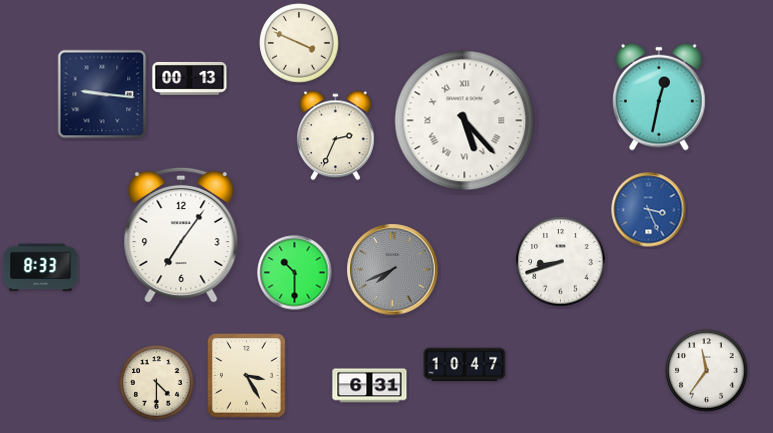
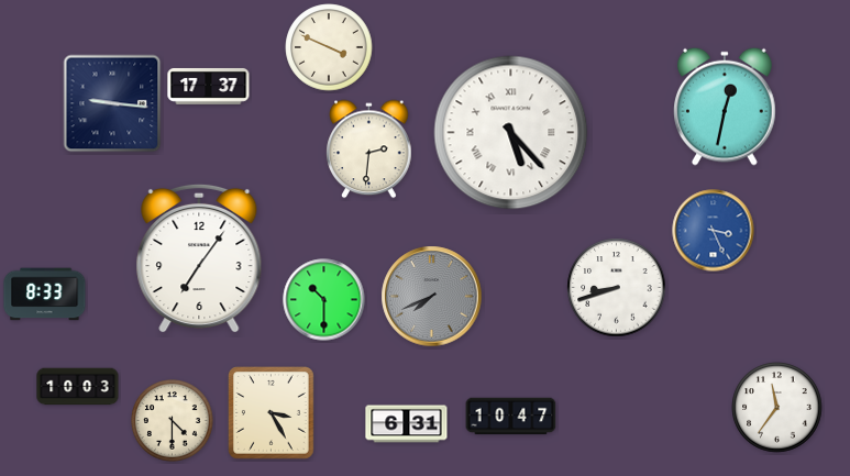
clock at (190, 78): 00:13 -> 17:37
clock at (336, 136): 2:34 -> 2:31
clock at (78, 387): none -> 10:03
clock at (465, 365) position: (465, 365) -> (511, 417)
